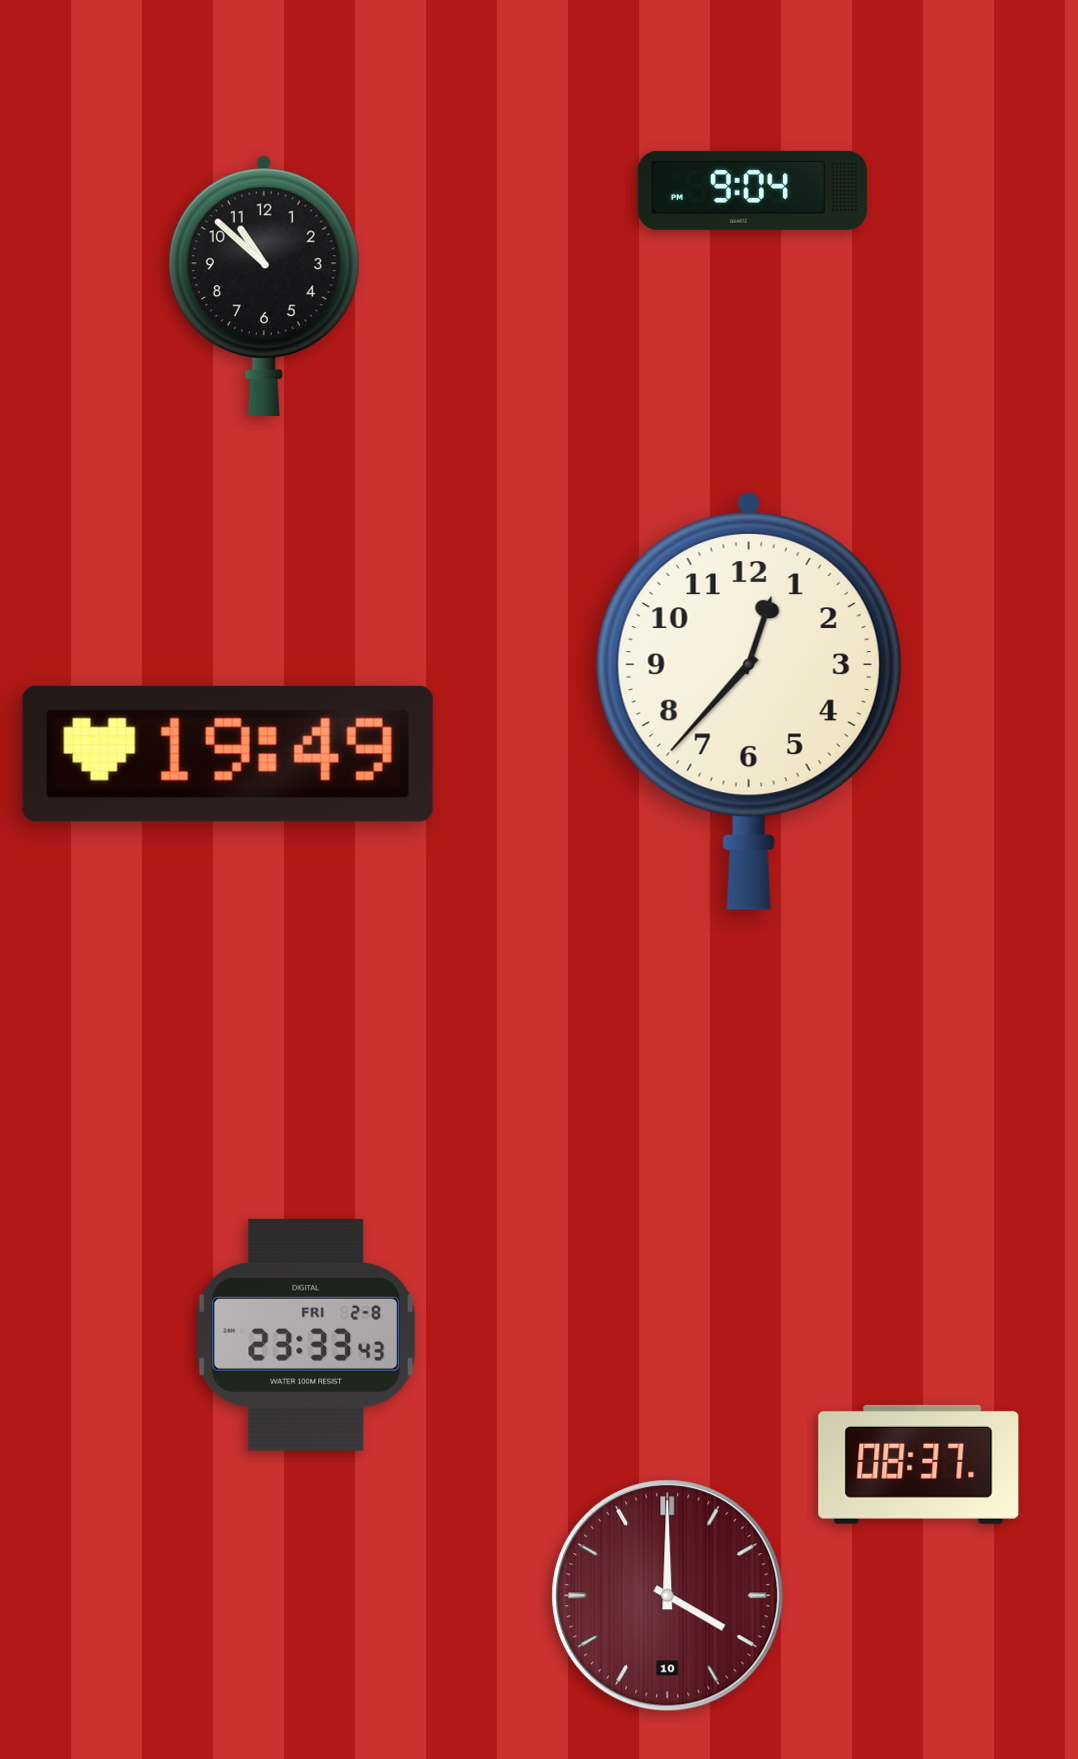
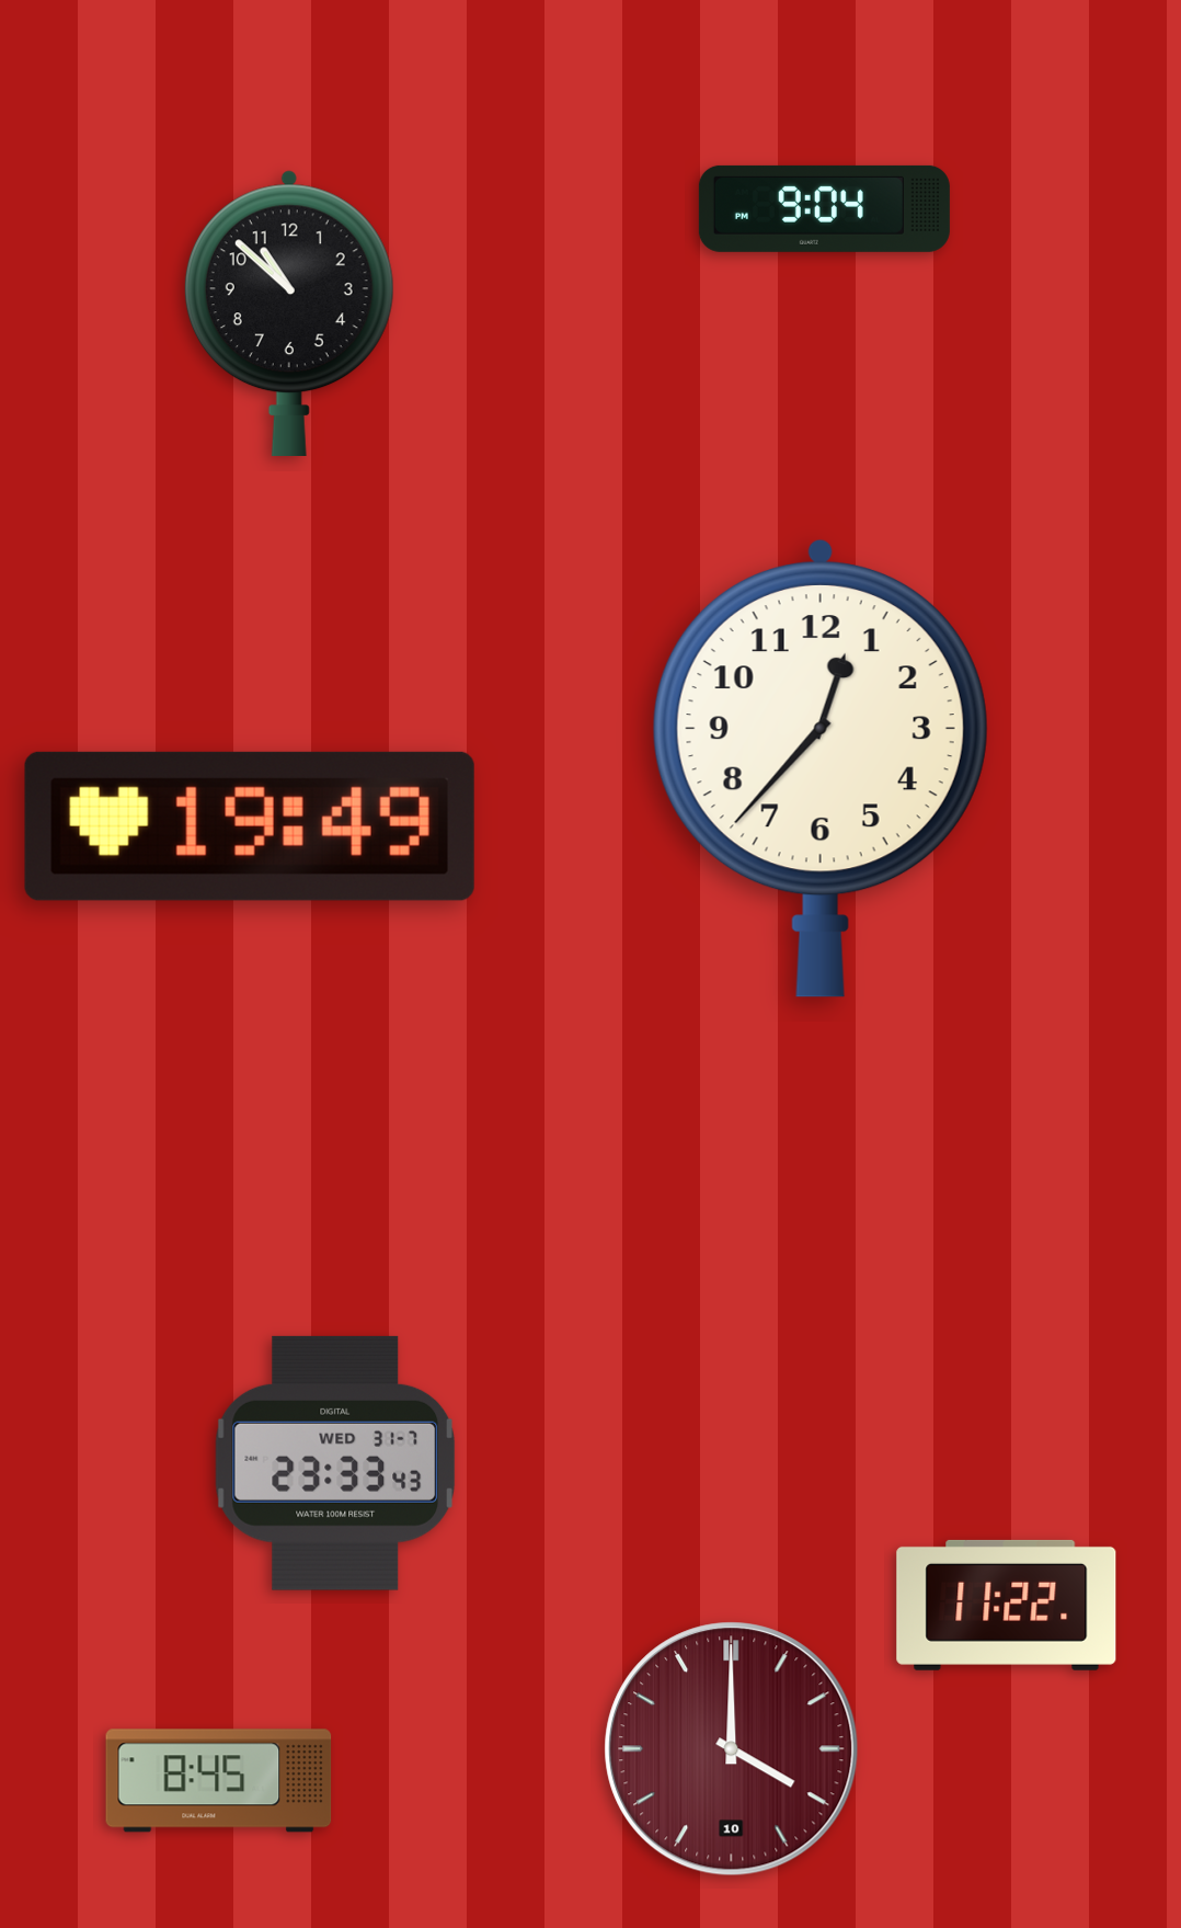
clock at (306, 1335) date: FRI 2-8 -> WED 31-7
clock at (919, 1464): 08:37 -> 11:22
clock at (219, 1781): none -> 8:45
